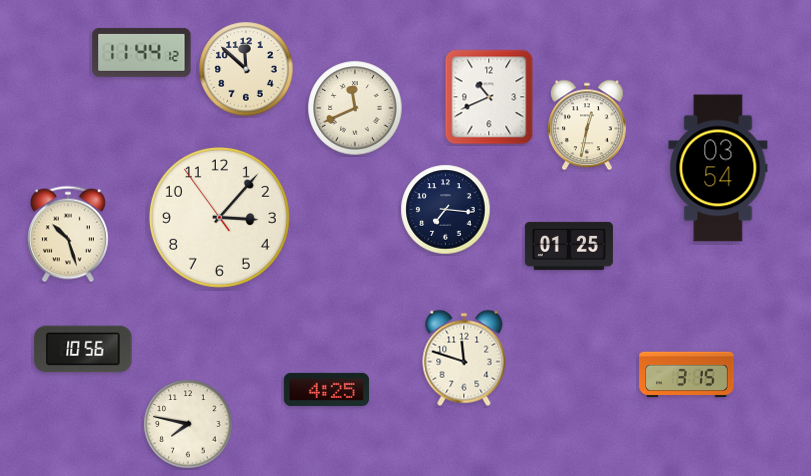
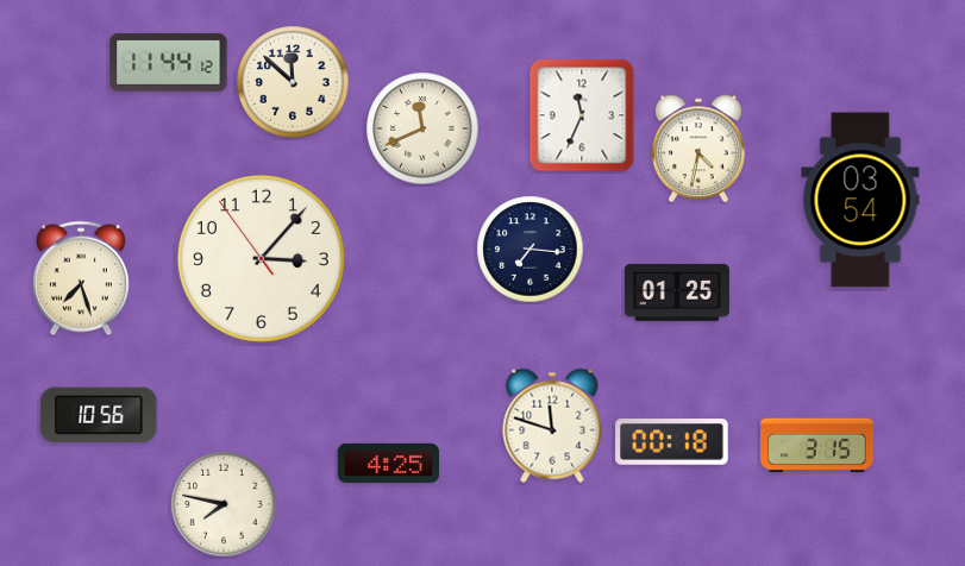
clock at (489, 97): 10:41 -> 11:34
clock at (587, 125): 12:32 -> 4:32
clock at (718, 168) position: (718, 168) -> (860, 200)
clock at (68, 234): 10:27 -> 7:27
clock at (672, 442): none -> 00:18
